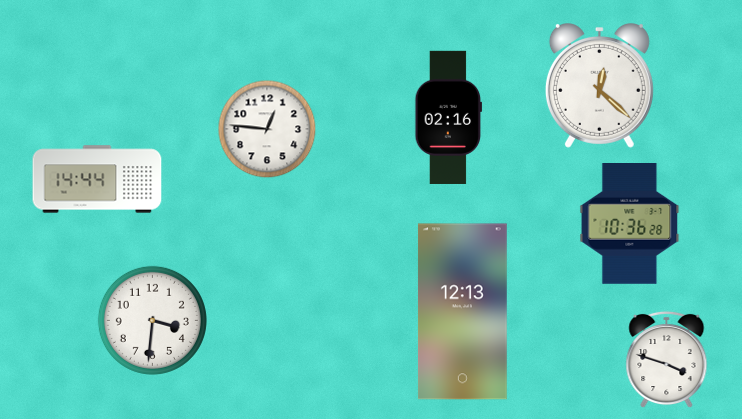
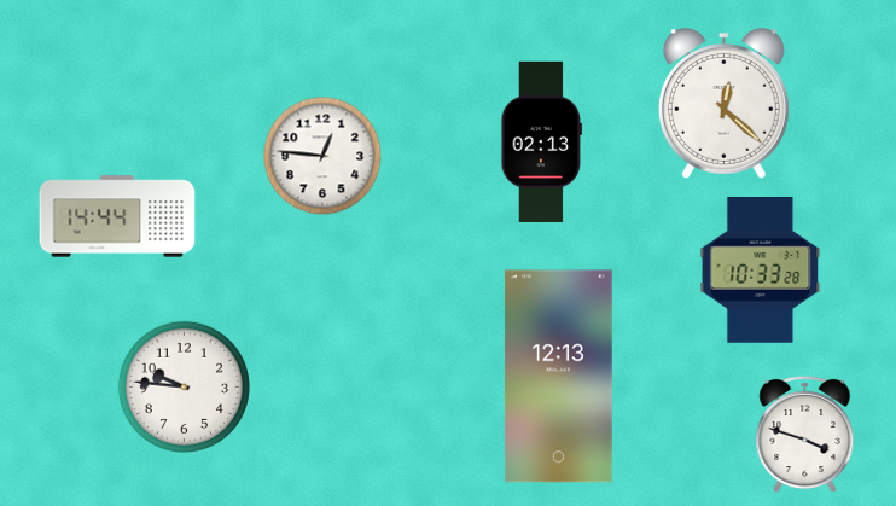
clock at (449, 117): 02:16 -> 02:13
clock at (630, 224): 10:36 -> 10:33
clock at (152, 320): 3:31 -> 9:46
